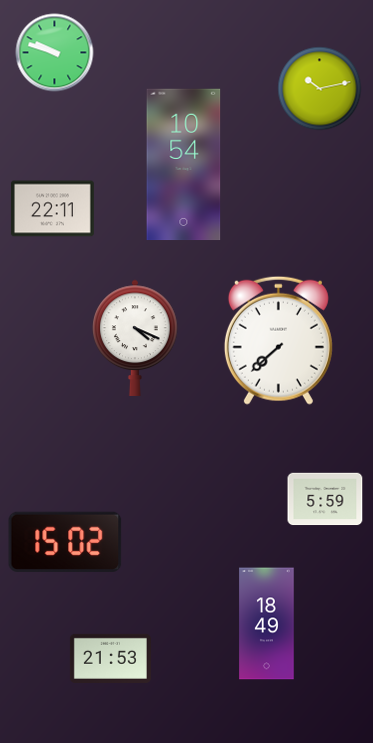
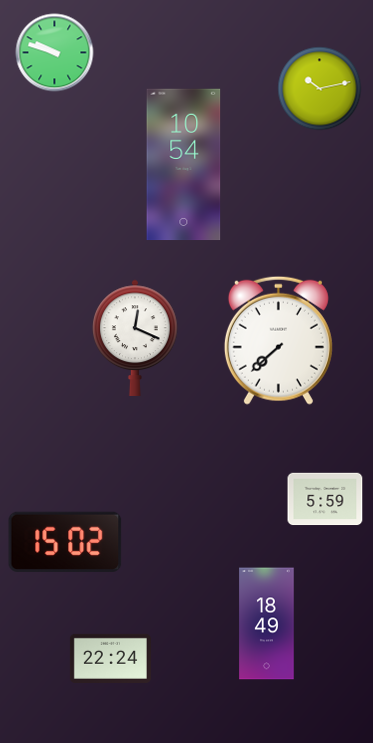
clock at (52, 209): 22:11 -> none
clock at (135, 338): 4:19 -> 12:19
clock at (110, 658): 21:53 -> 22:24
